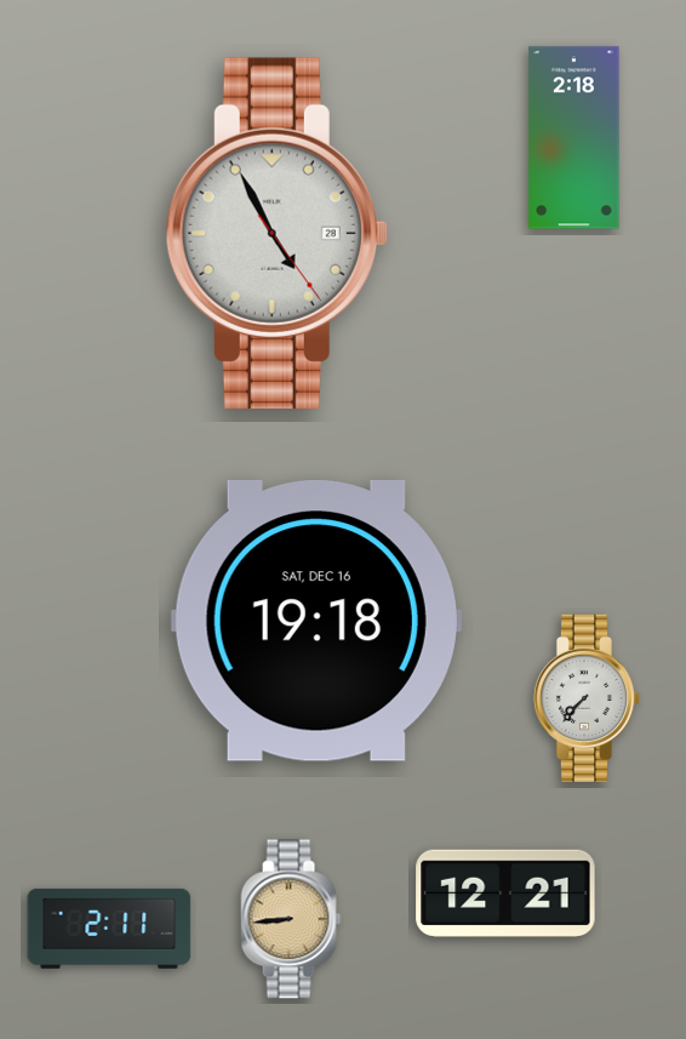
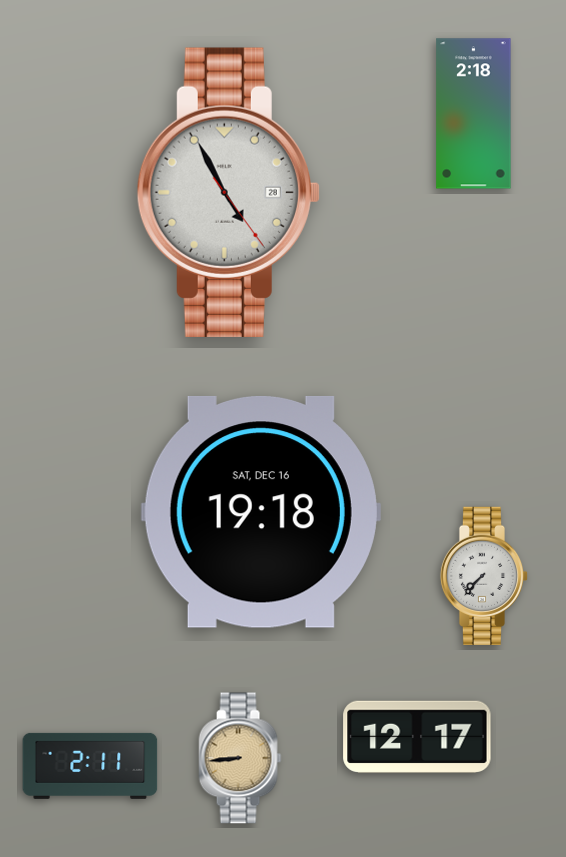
clock at (505, 894): 12:21 -> 12:17
